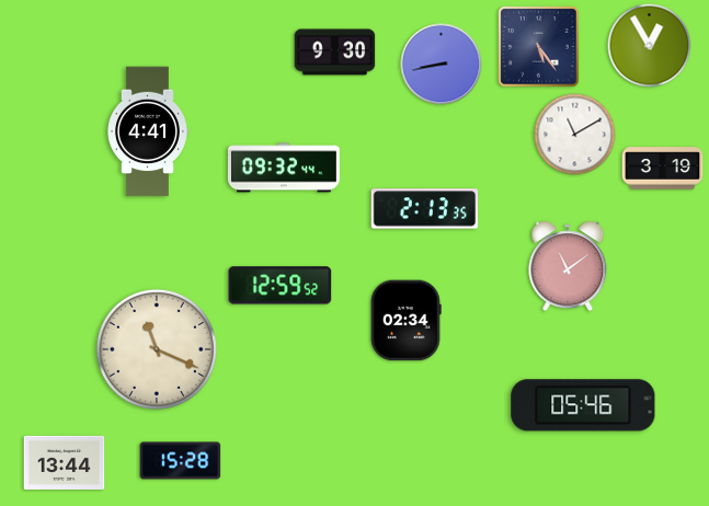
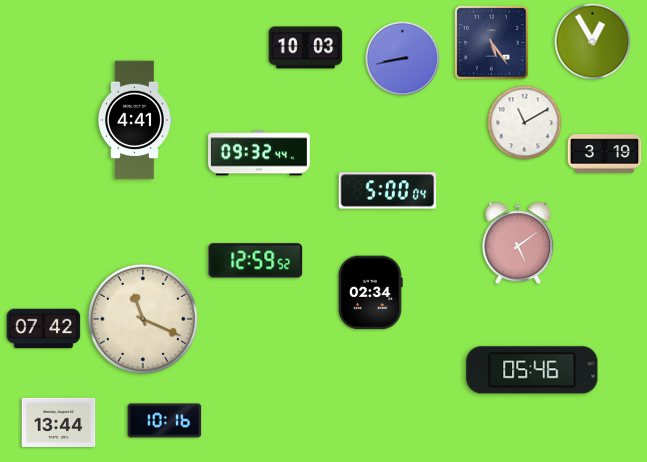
clock at (335, 53): 9:30 -> 10:03
clock at (425, 209): 2:13 -> 5:00
clock at (568, 266): 11:09 -> 5:09
clock at (44, 329): none -> 07:42
clock at (181, 461): 15:28 -> 10:16
